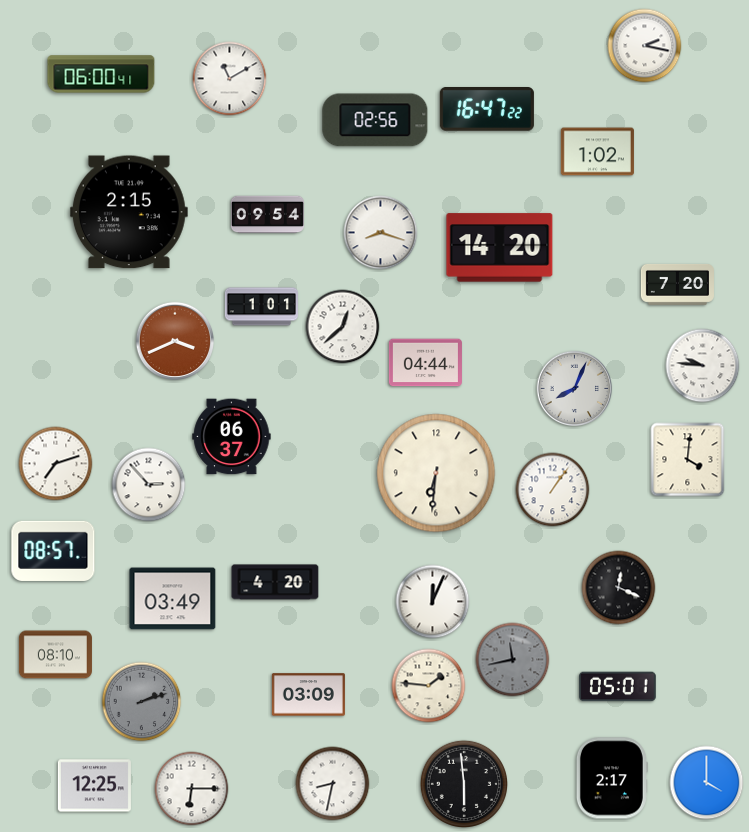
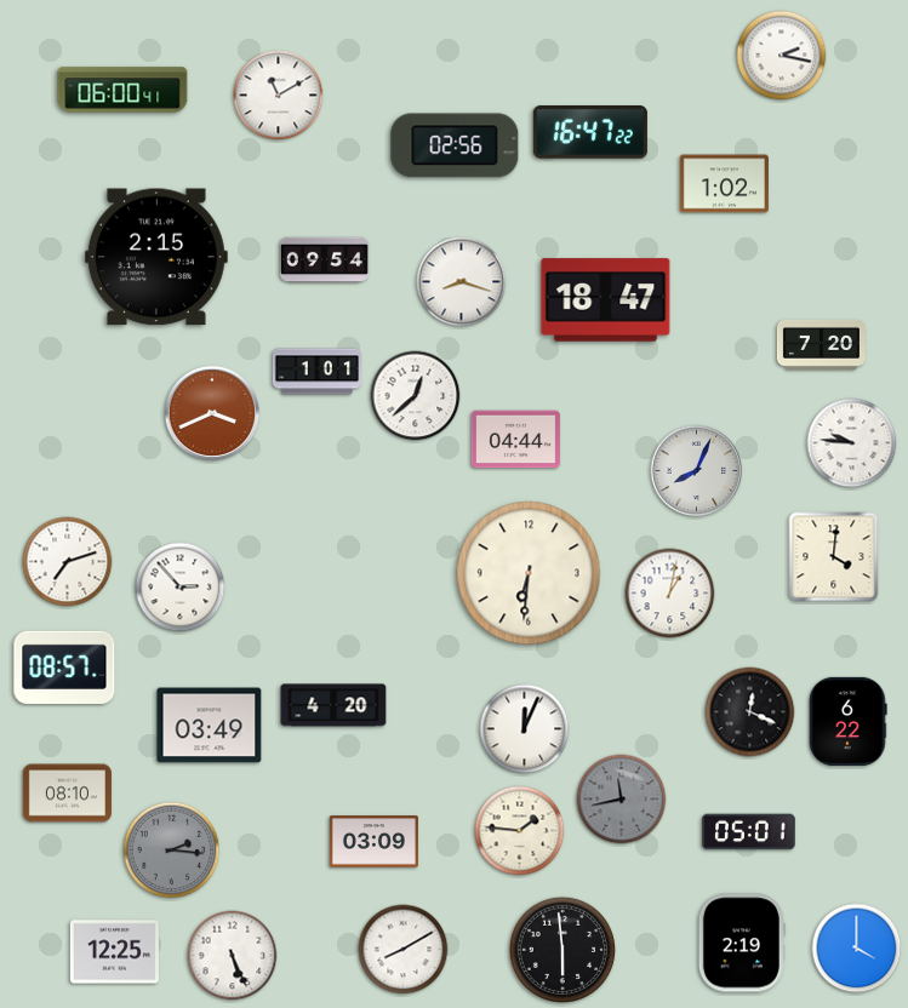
clock at (500, 248): 14:20 -> 18:47
clock at (232, 437): 06:37 -> none
clock at (553, 490): 1:06 -> 1:02
clock at (849, 721): none -> 6:22
clock at (142, 702): 2:12 -> 2:16
clock at (612, 778): 2:17 -> 2:19
clock at (333, 784): 8:32 -> 8:10
clock at (192, 789): 6:15 -> 5:26
